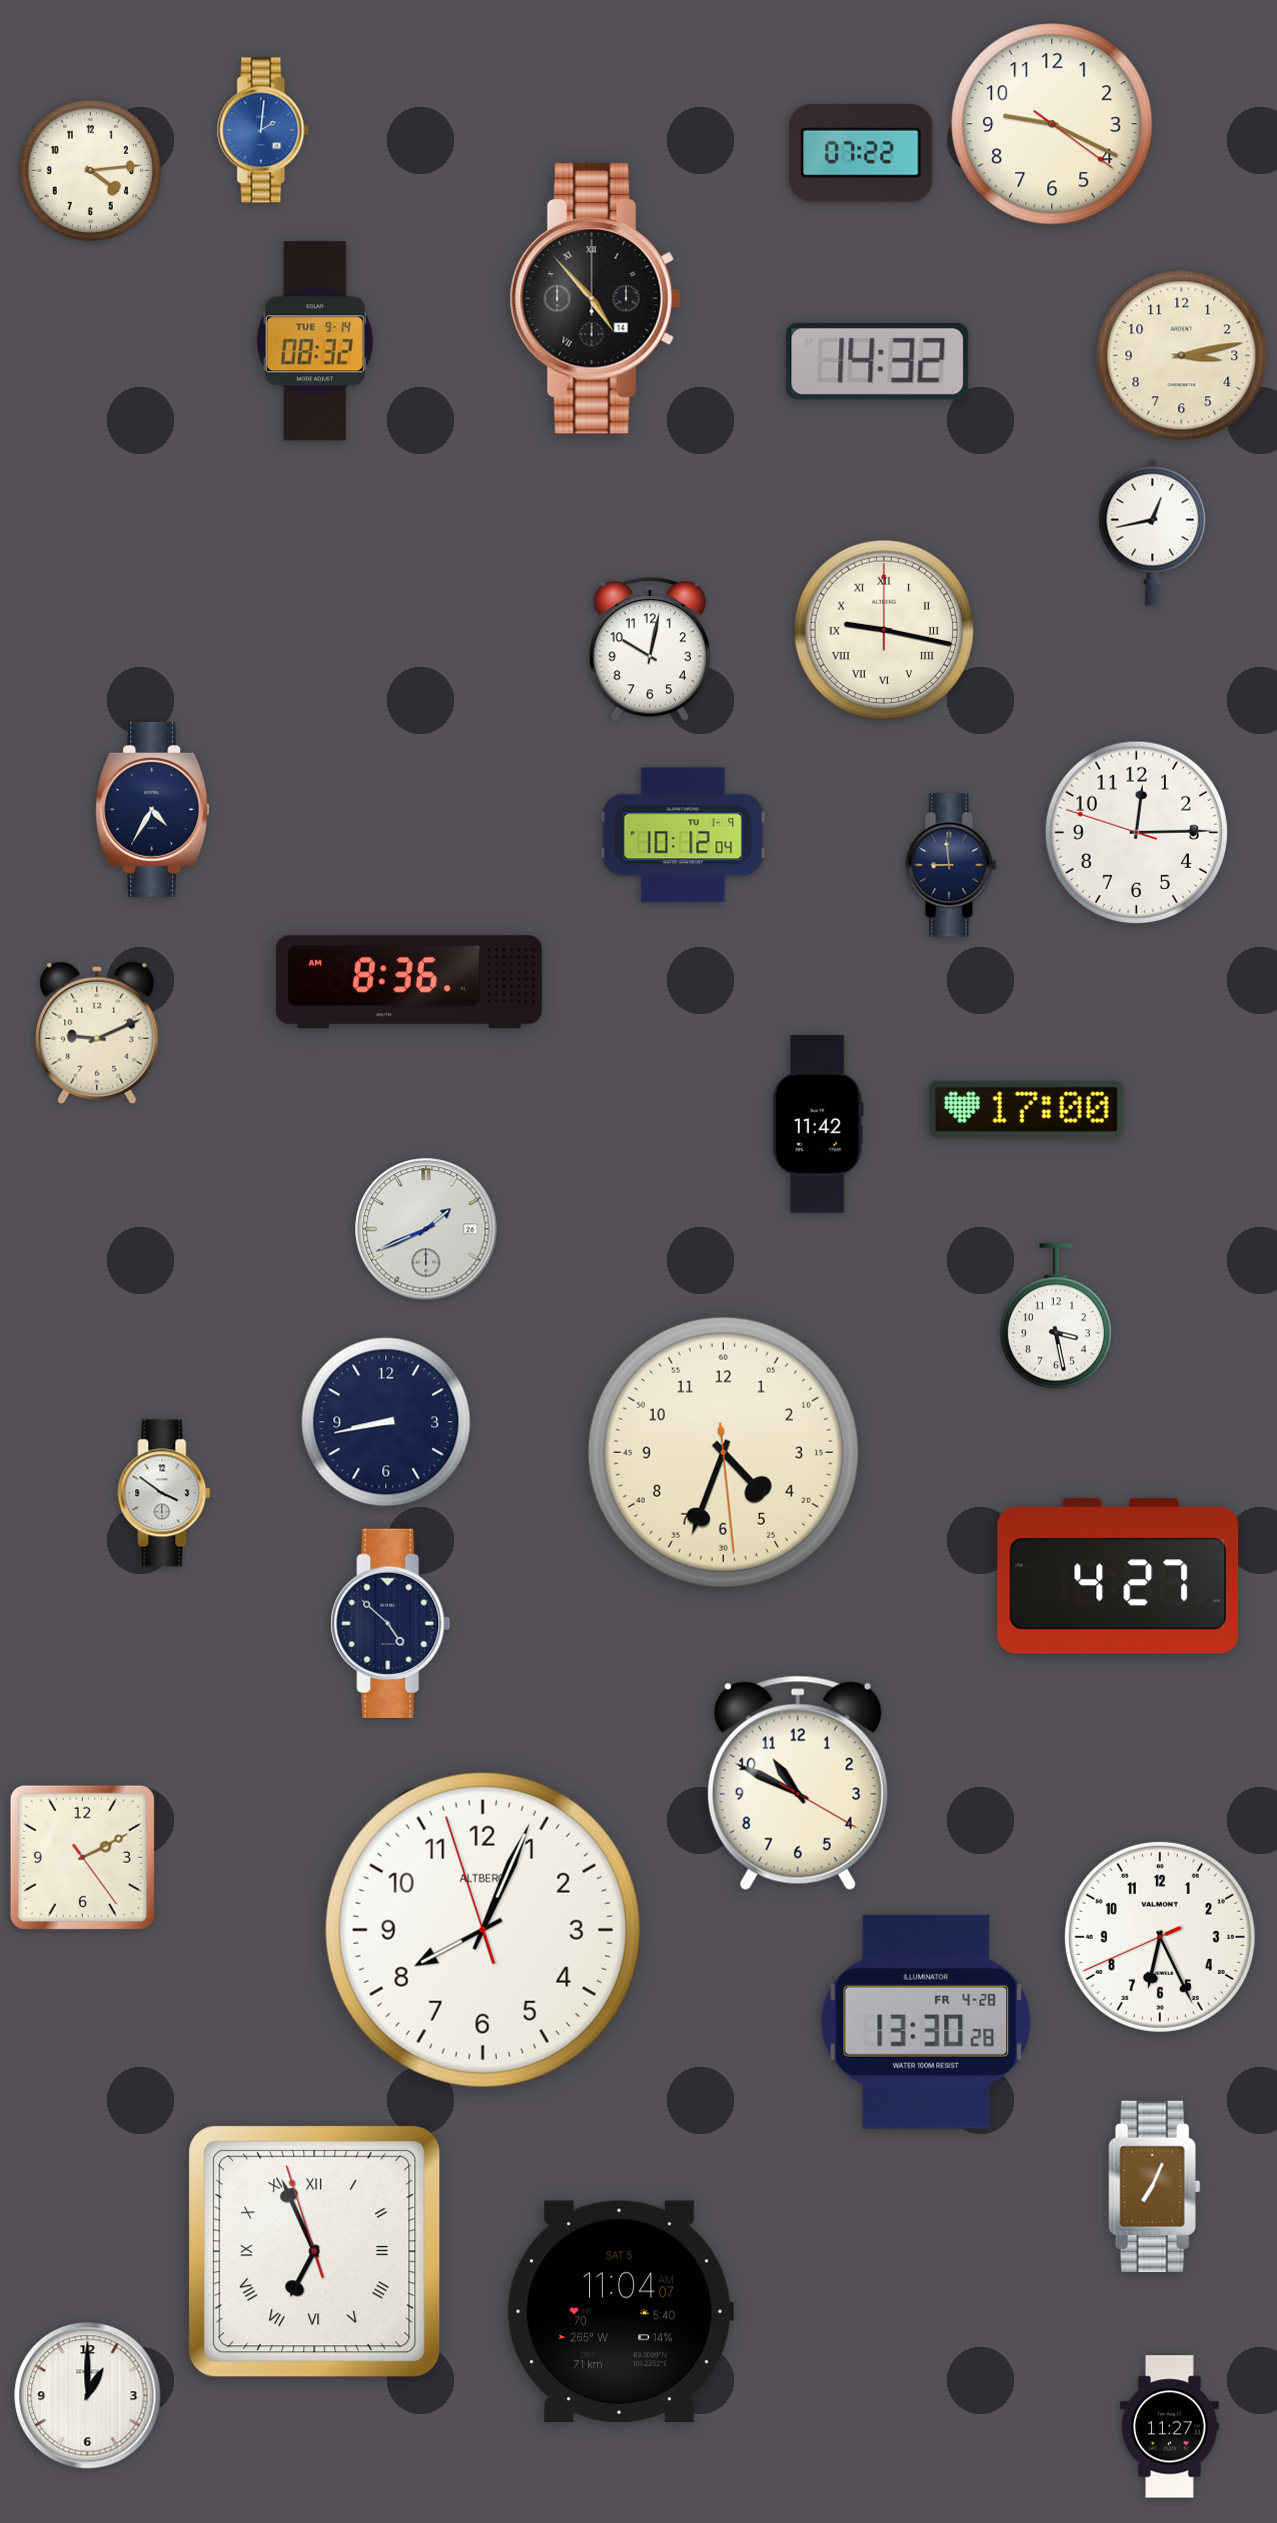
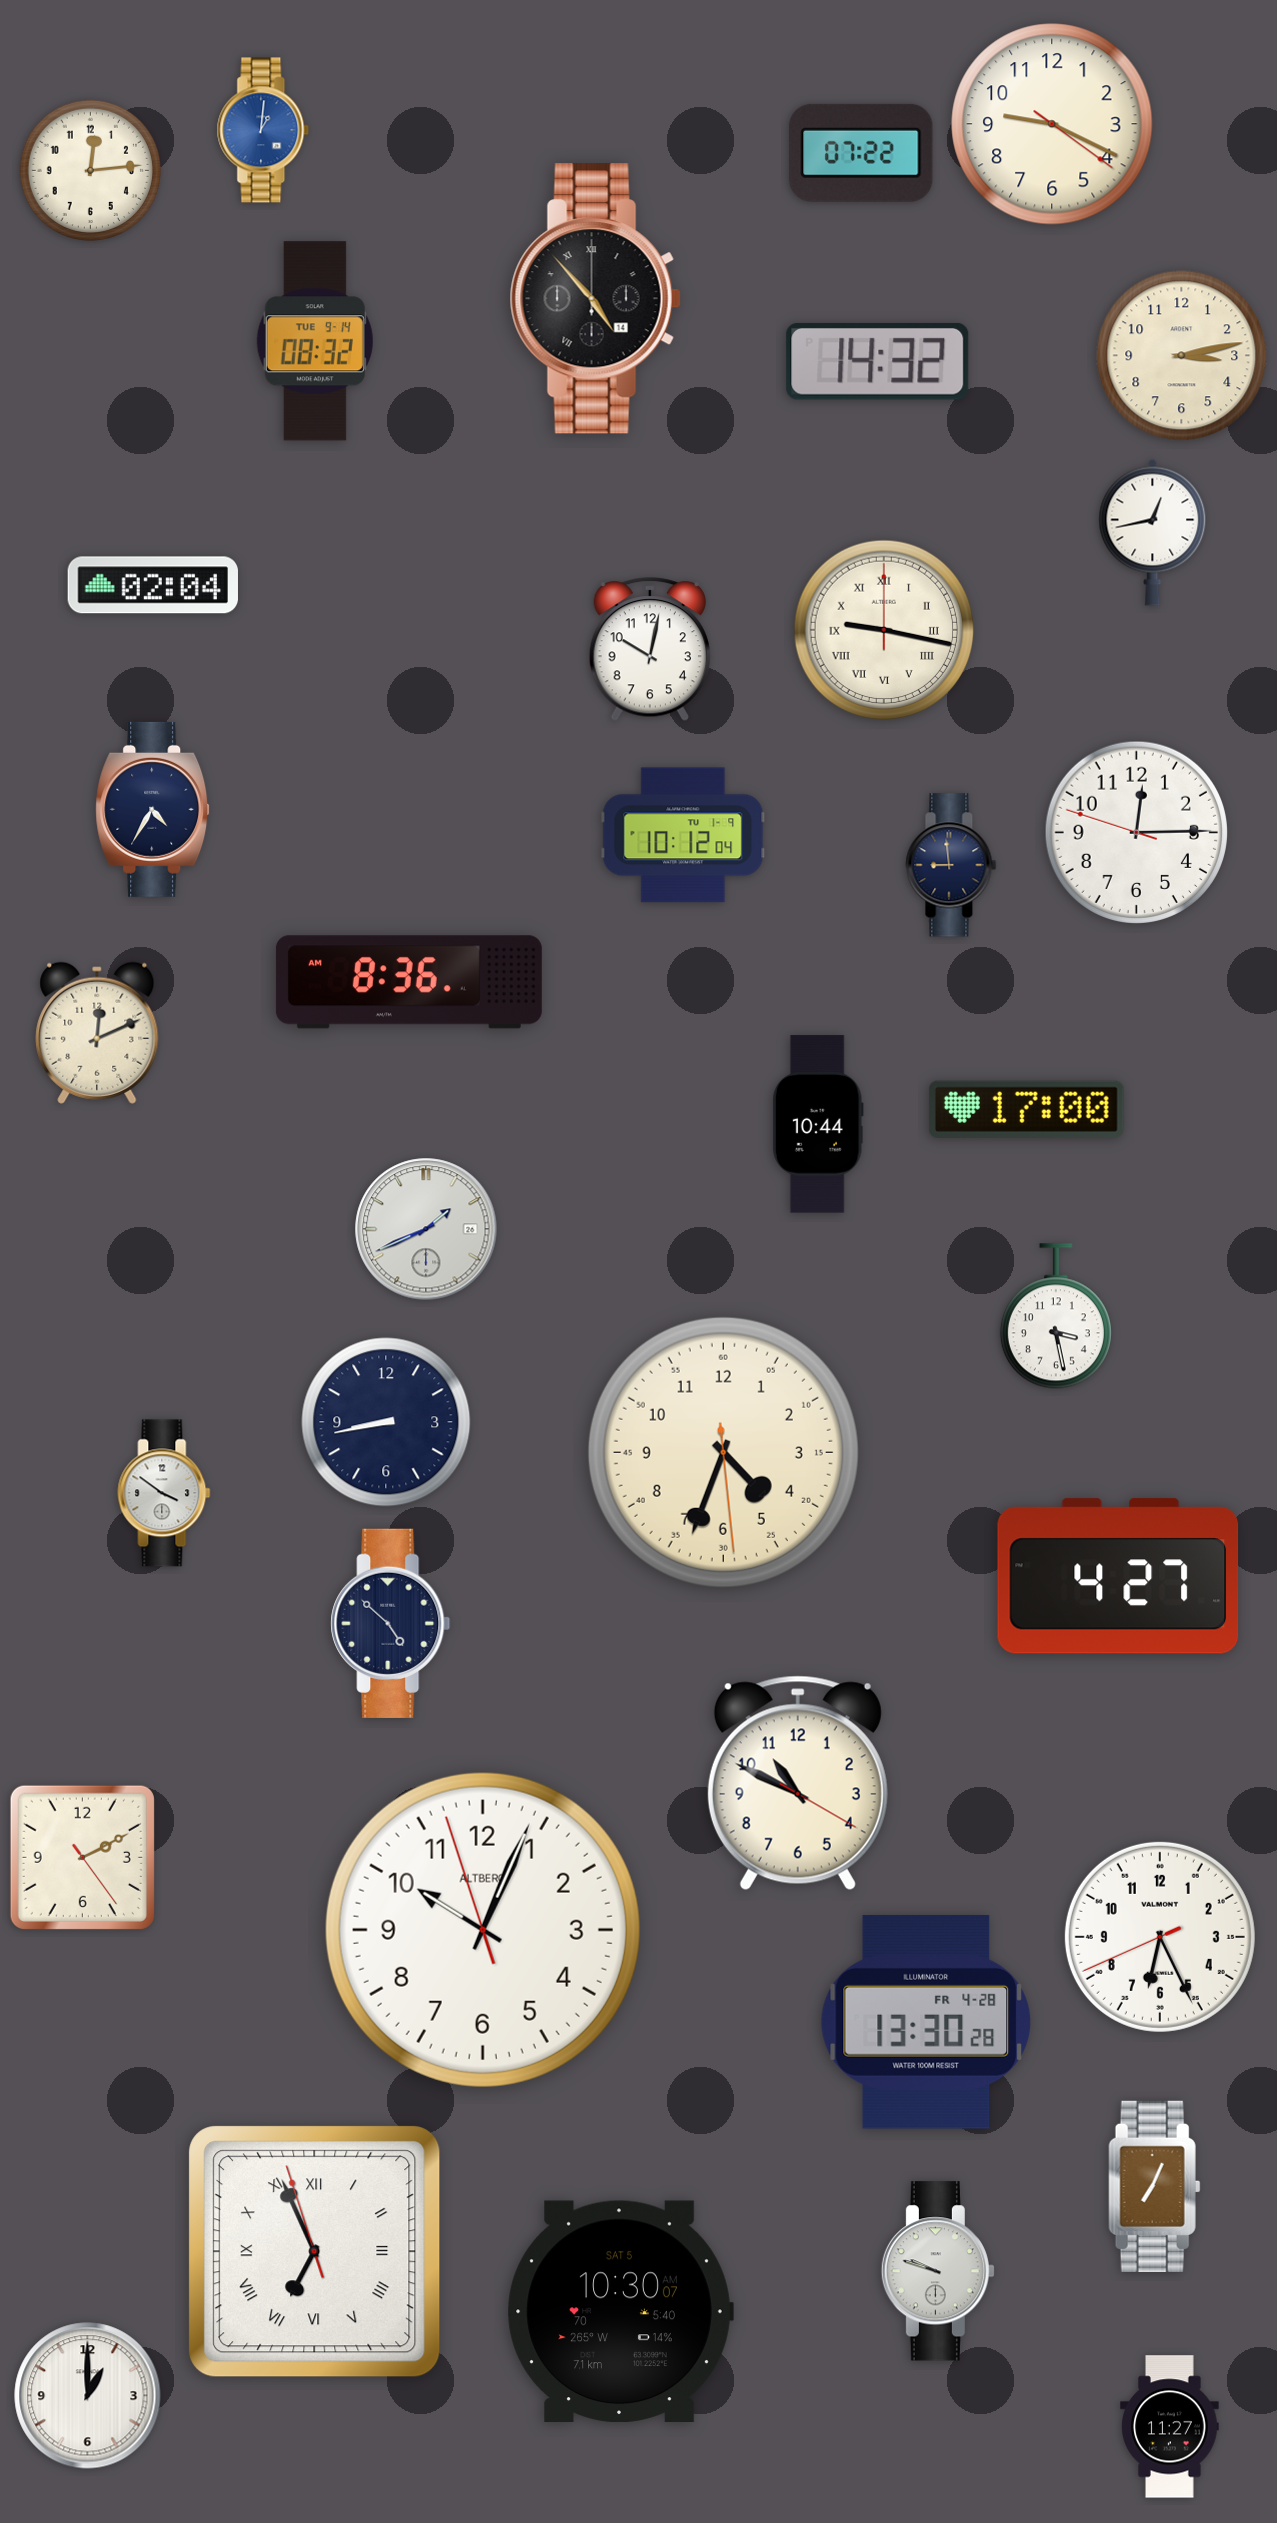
clock at (263, 130): 2:01 -> 1:01
clock at (90, 171): 4:14 -> 12:14
clock at (153, 585): none -> 02:04
clock at (97, 1033): 9:11 -> 12:11
clock at (818, 1124): 11:42 -> 10:44
clock at (483, 1930): 8:03 -> 10:03
clock at (937, 2271): none -> 9:48
clock at (620, 2311): 11:04 -> 10:30
